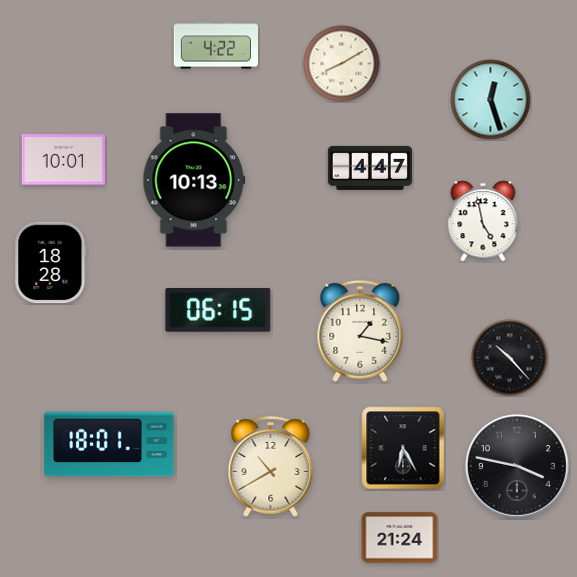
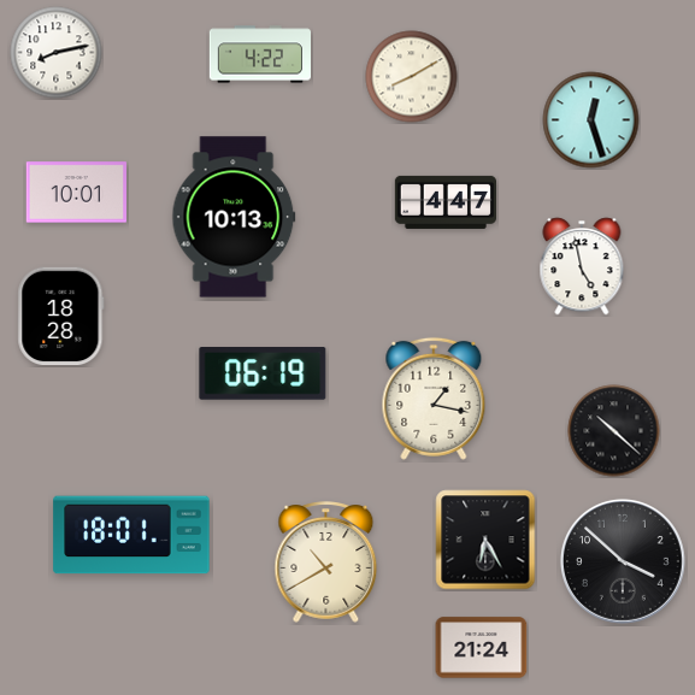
clock at (57, 53): none -> 8:13
clock at (218, 310): 06:15 -> 06:19
clock at (510, 358): 10:23 -> 10:22
clock at (517, 466): 3:47 -> 3:52
